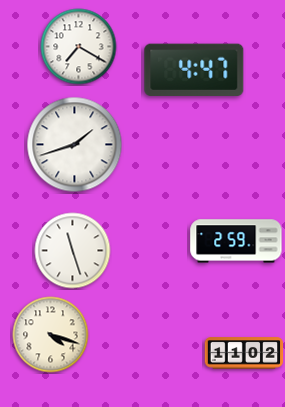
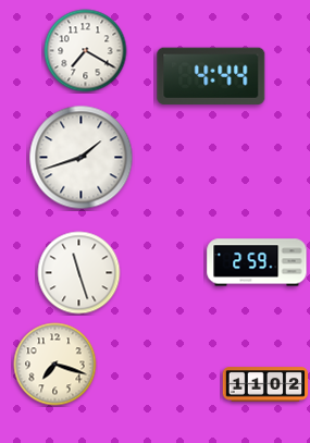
clock at (194, 70): 4:47 -> 4:44
clock at (51, 335): 4:18 -> 7:18
